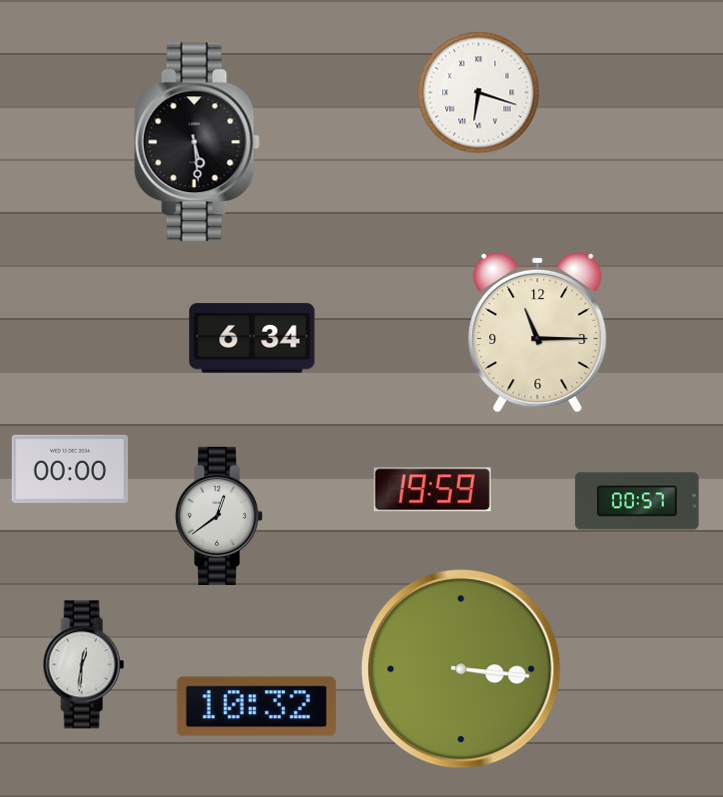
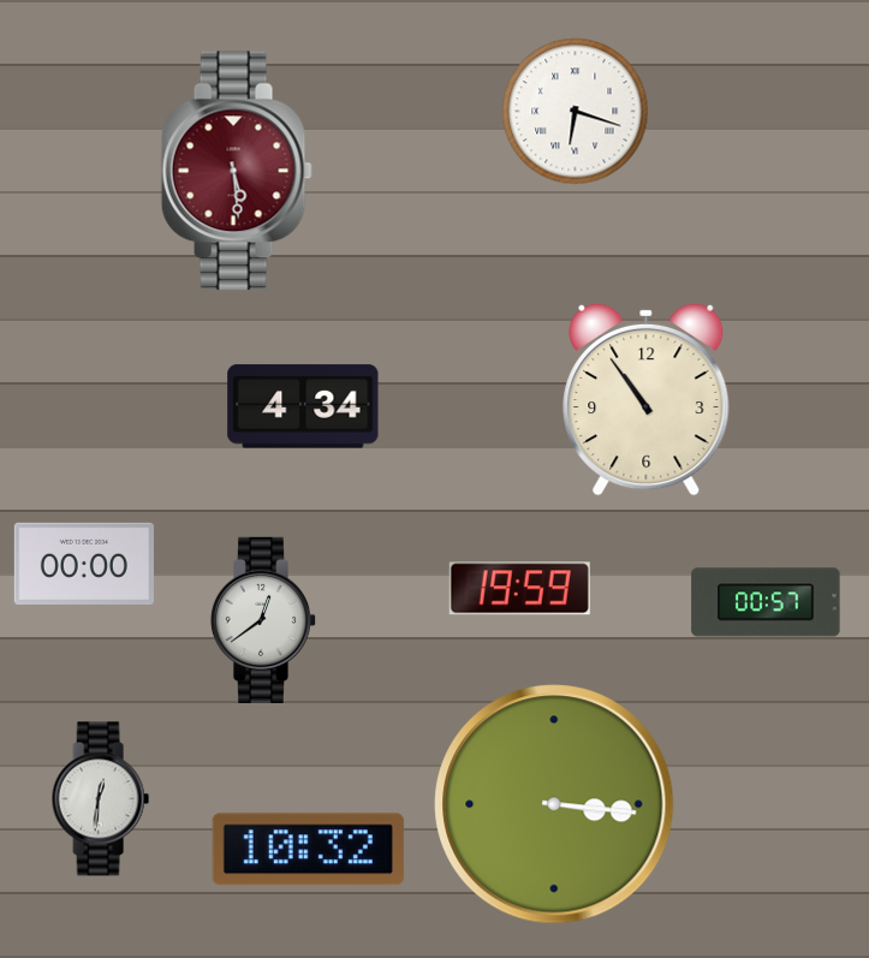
clock at (197, 142) dial: black -> burgundy
clock at (538, 332): 11:15 -> 10:54
clock at (252, 338): 6:34 -> 4:34
